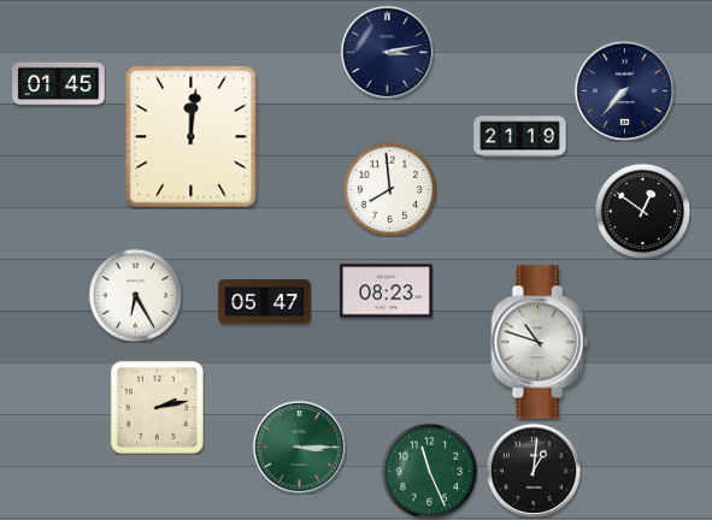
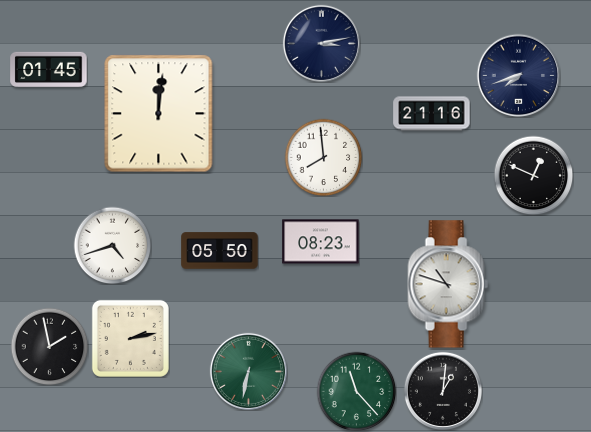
clock at (624, 90): 7:37 -> 7:42
clock at (520, 137): 21:19 -> 21:16
clock at (642, 211): 12:51 -> 12:49
clock at (135, 295): 6:25 -> 4:42
clock at (265, 302): 05:47 -> 05:50
clock at (49, 346): none -> 1:58
clock at (299, 447): 3:15 -> 6:32
clock at (429, 471): 11:26 -> 11:23
